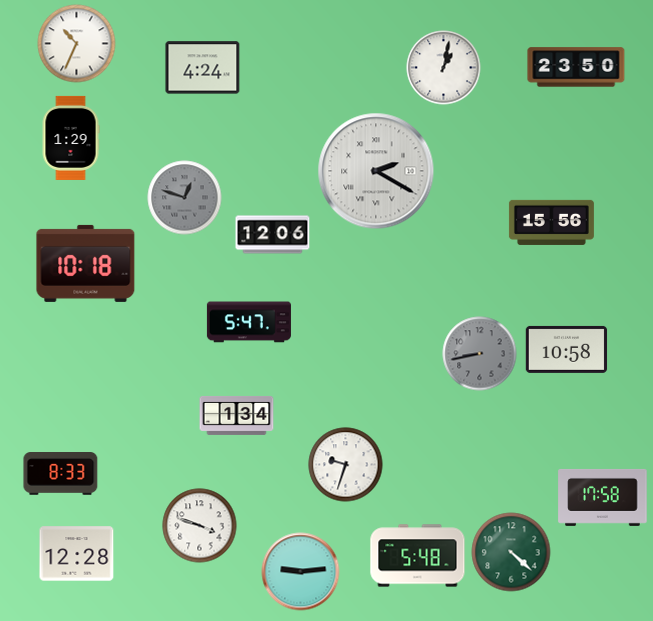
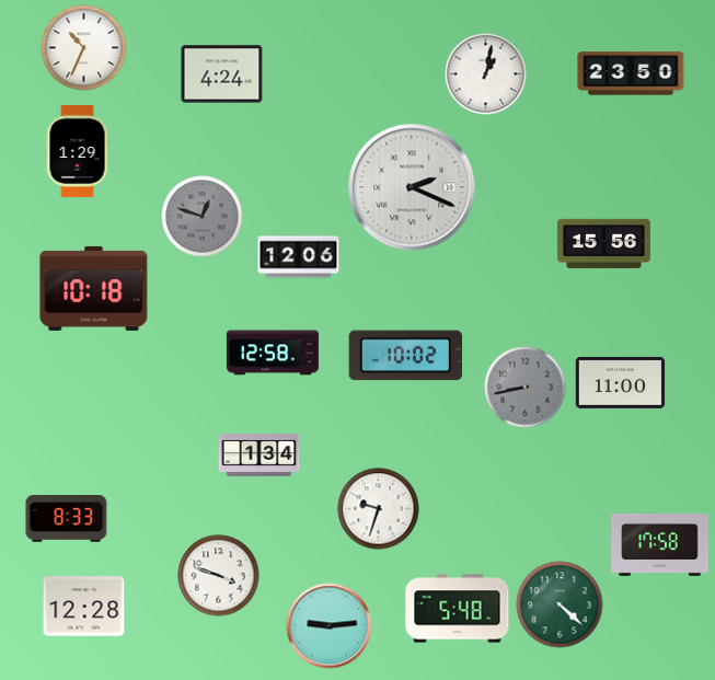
clock at (376, 171): 2:20 -> 2:19
clock at (249, 322): 5:47 -> 12:58
clock at (406, 356): none -> 10:02
clock at (567, 349): 10:58 -> 11:00
